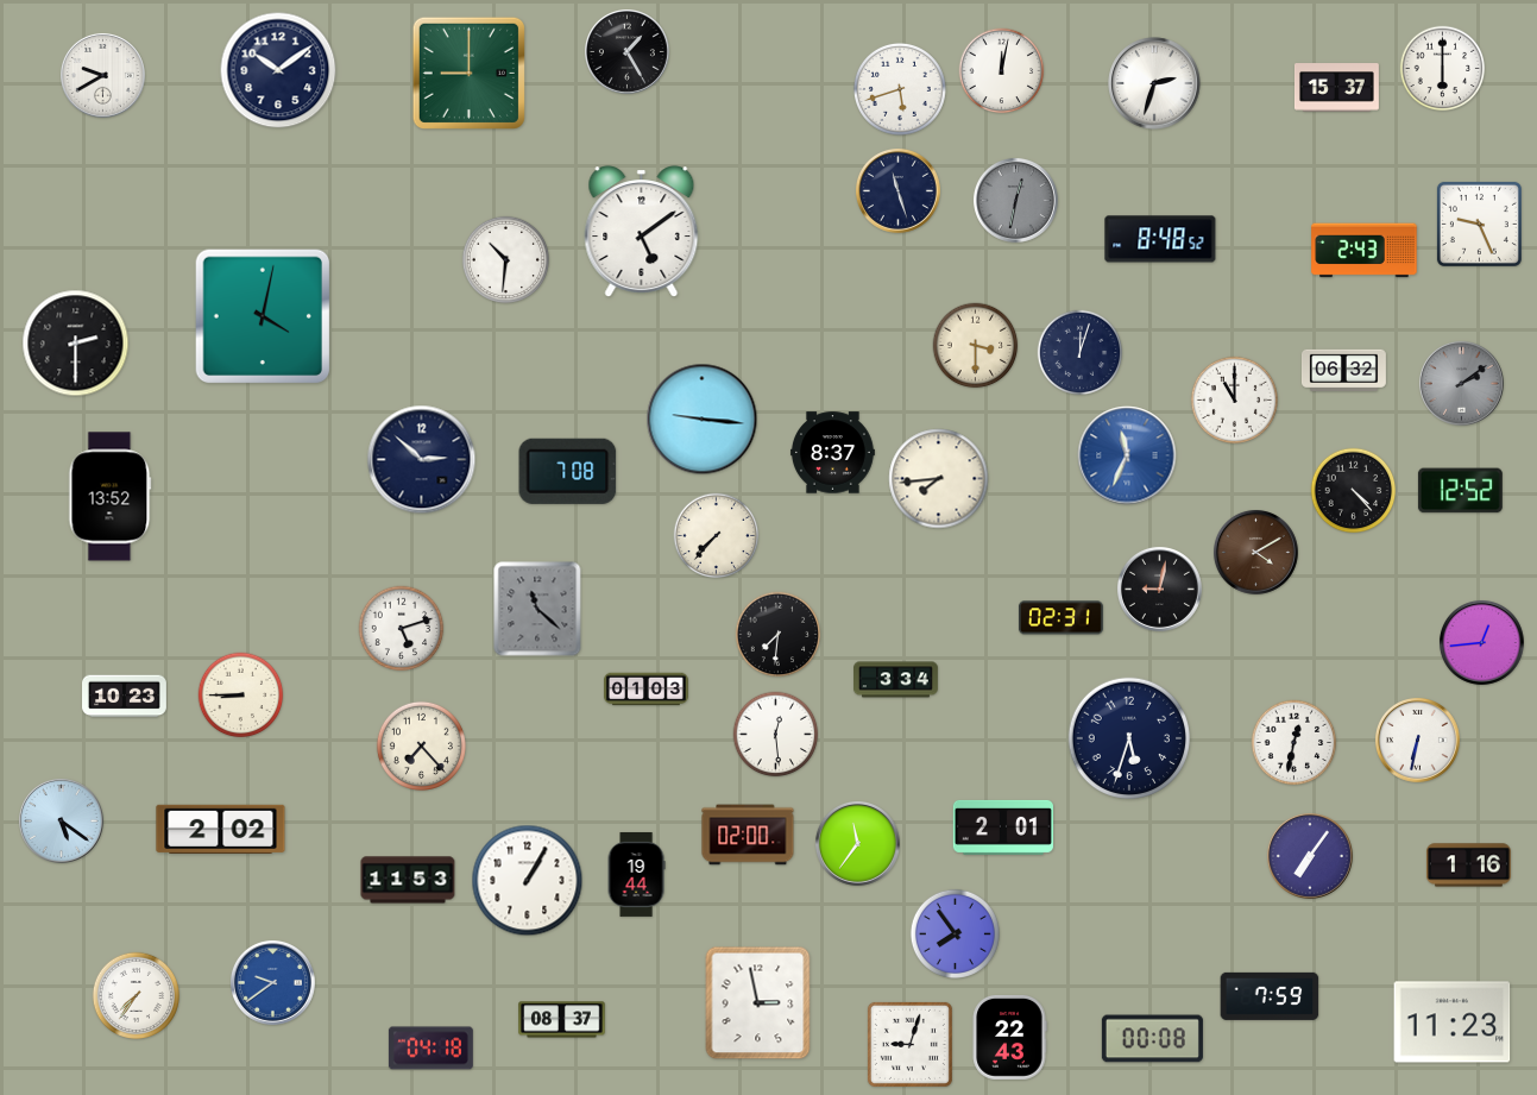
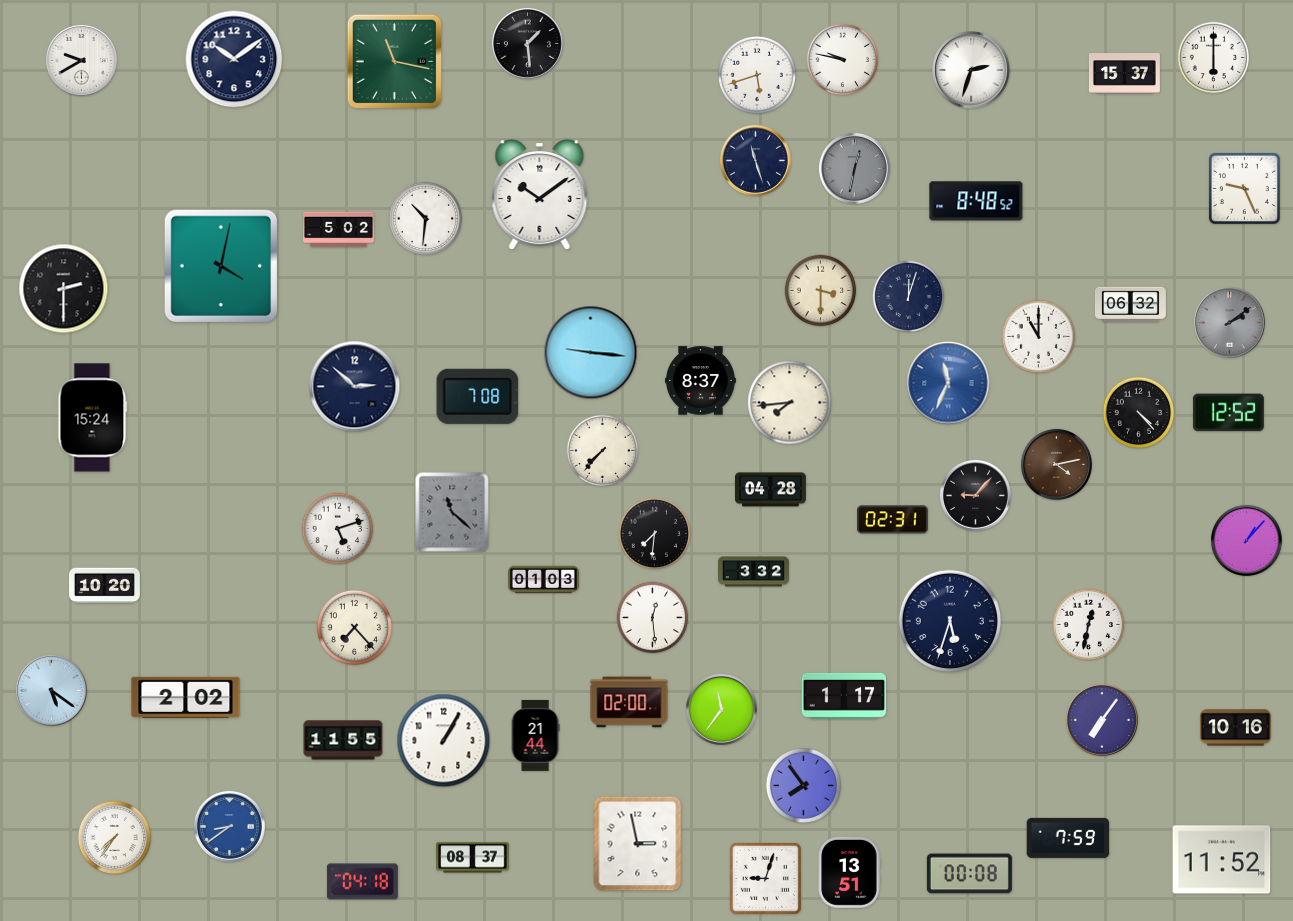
clock at (626, 51): 1:25 -> 1:29
clock at (1002, 71): 12:02 -> 9:47
clock at (468, 73): 9:00 -> 11:17
clock at (102, 75) position: (102, 75) -> (81, 60)
clock at (642, 232): 5:09 -> 10:09
clock at (1365, 251): 2:43 -> none
clock at (339, 230): none -> 5:02
clock at (1343, 370) position: (1343, 370) -> (1130, 304)
clock at (111, 497): 13:52 -> 15:24
clock at (1255, 552): 4:10 -> 4:13
clock at (770, 490): none -> 04:28
clock at (1159, 589): 9:02 -> 9:07
clock at (1481, 642): 12:44 -> 1:07
clock at (896, 680): 3:34 -> 3:32
clock at (241, 696): 8:45 -> none
clock at (125, 697): 10:23 -> 10:20
clock at (1417, 740): 6:32 -> none
clock at (1002, 827): 2:01 -> 1:17
clock at (1468, 866): 1:16 -> 10:16
clock at (636, 874): 19:44 -> 21:44
clock at (408, 880): 11:53 -> 11:55
clock at (272, 982): 9:39 -> 8:39
clock at (1453, 1022): 11:23 -> 11:52
clock at (1009, 1037): 22:43 -> 13:51
